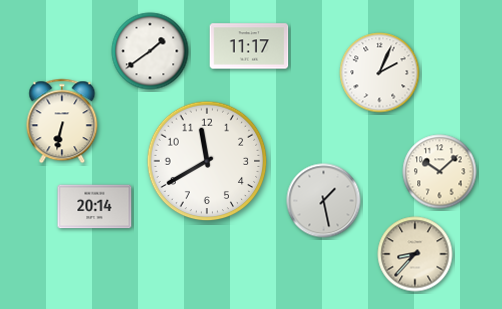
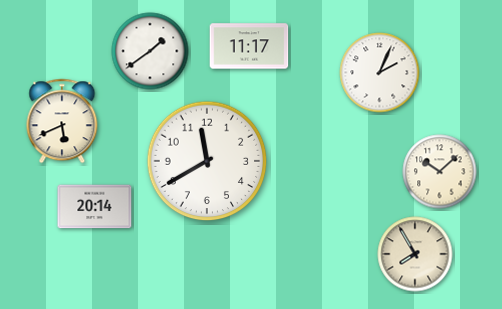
clock at (62, 121): 6:32 -> 5:41
clock at (324, 201): 1:28 -> none
clock at (415, 254): 8:37 -> 7:55
